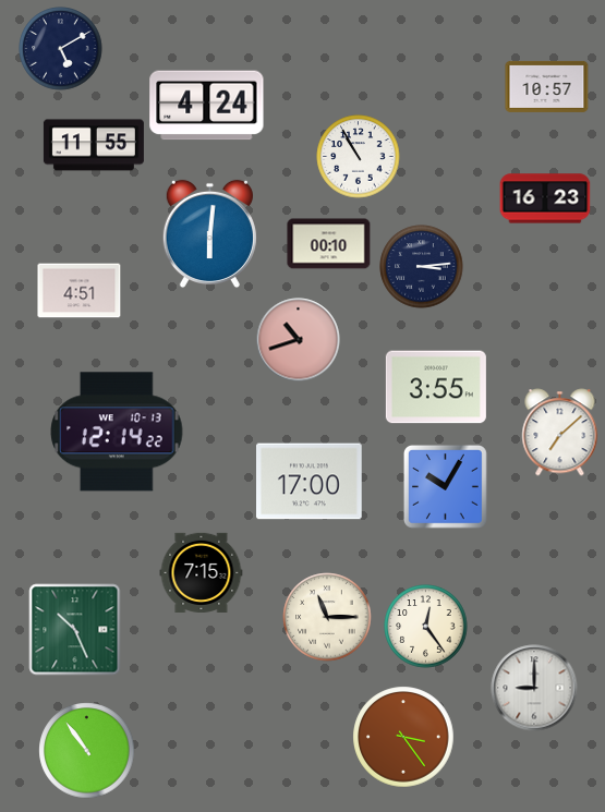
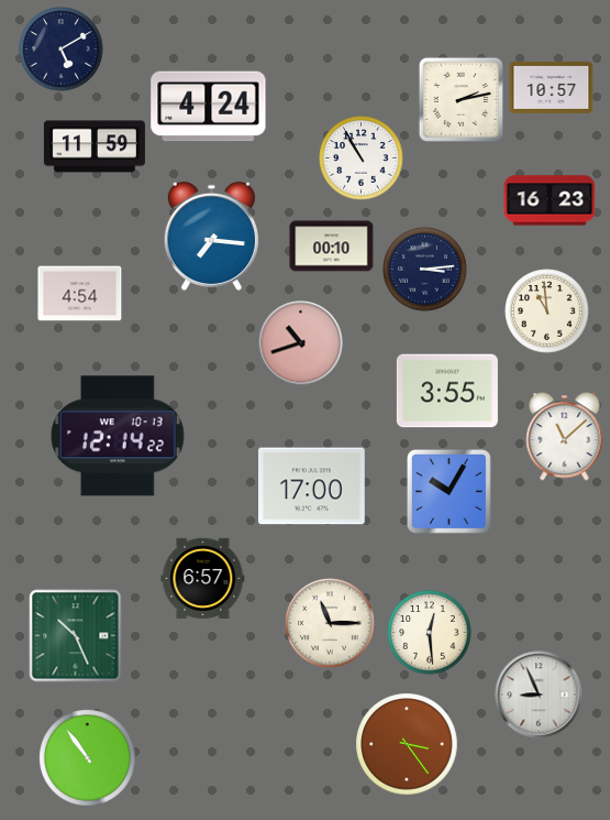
clock at (461, 99): none -> 2:13
clock at (94, 145): 11:55 -> 11:59
clock at (209, 234): 6:01 -> 7:16
clock at (80, 291): 4:51 -> 4:54
clock at (547, 311): none -> 10:59
clock at (436, 387) position: (436, 387) -> (447, 391)
clock at (560, 433): 7:08 -> 11:08
clock at (202, 572): 7:15 -> 6:57
clock at (426, 627): 12:24 -> 12:29
clock at (534, 688): 9:00 -> 8:56
